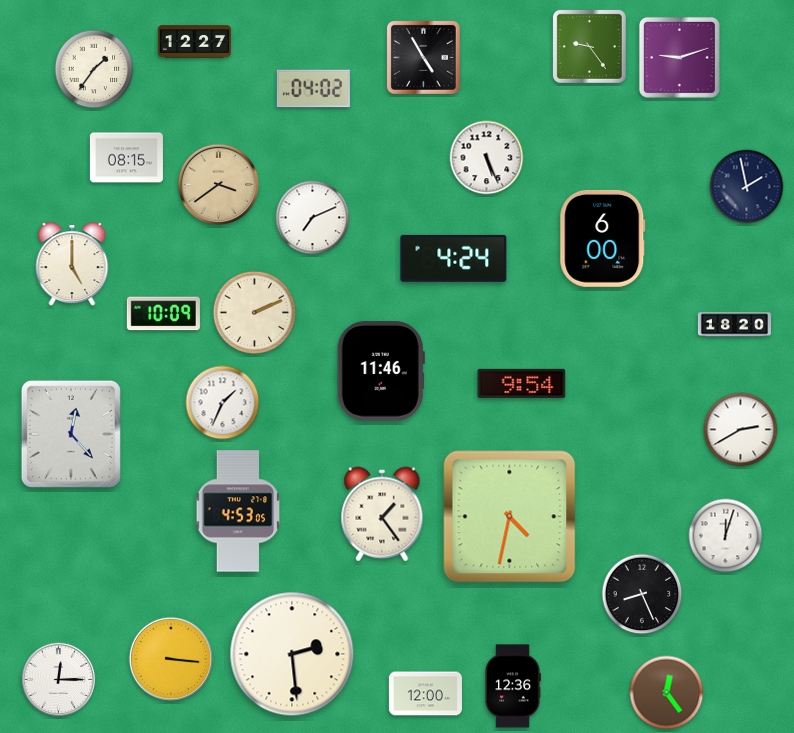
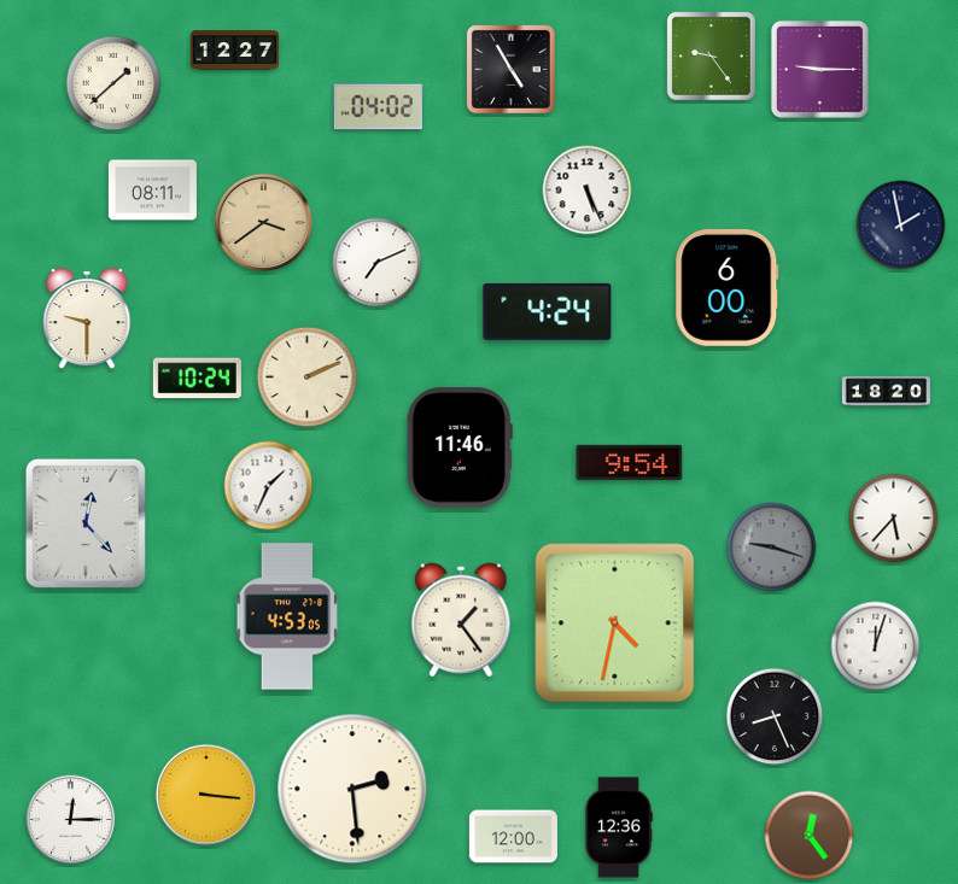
clock at (679, 57): 9:12 -> 9:15
clock at (94, 69): 1:36 -> 1:38
clock at (126, 158): 08:15 -> 08:11
clock at (72, 265): 5:00 -> 9:30
clock at (163, 314): 10:09 -> 10:24
clock at (741, 430): 2:40 -> 5:37
clock at (772, 548): none -> 9:18
clock at (667, 693) position: (667, 693) -> (810, 836)
